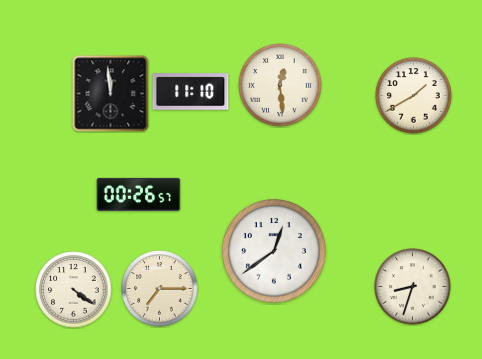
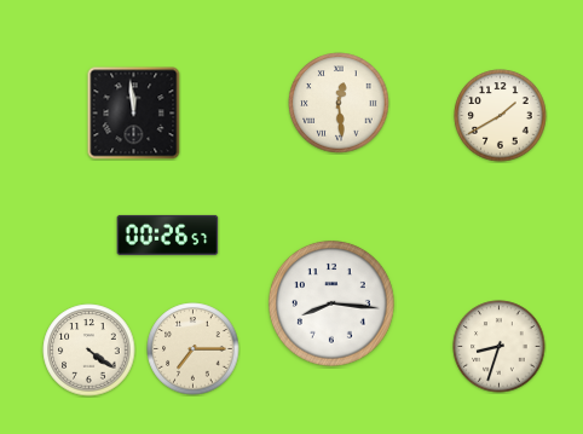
clock at (191, 92): 11:10 -> none
clock at (274, 251): 12:39 -> 8:16
